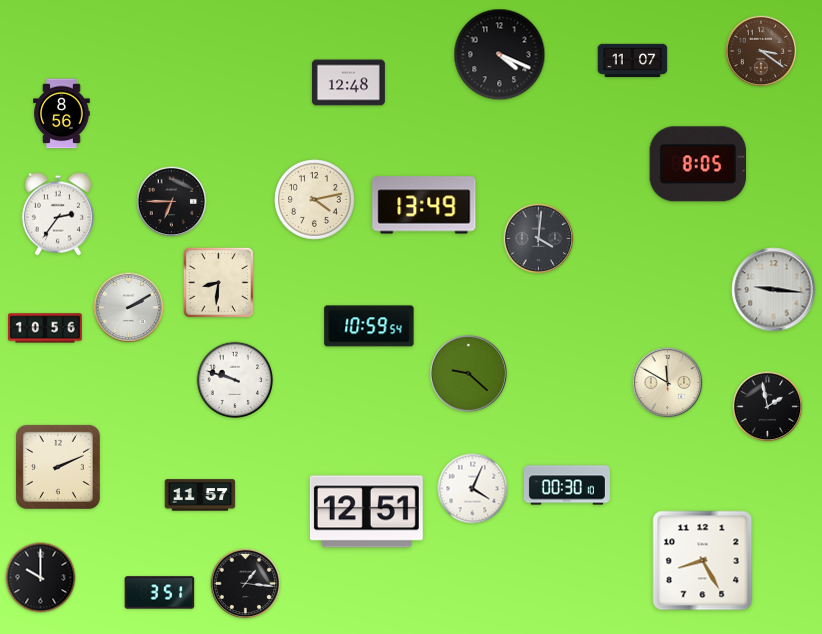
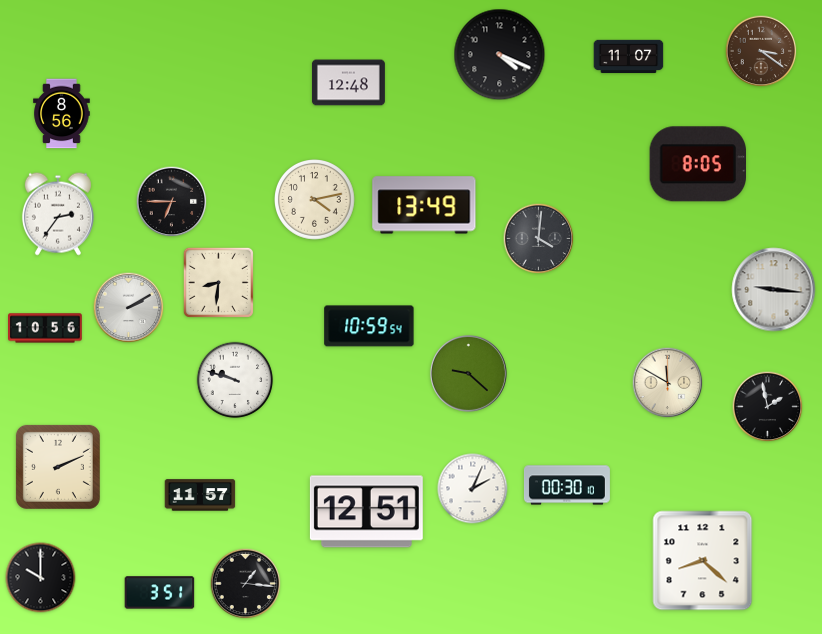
clock at (633, 61) position: (633, 61) -> (629, 57)
clock at (473, 489): 4:04 -> 2:04
clock at (703, 561): 8:25 -> 8:22
